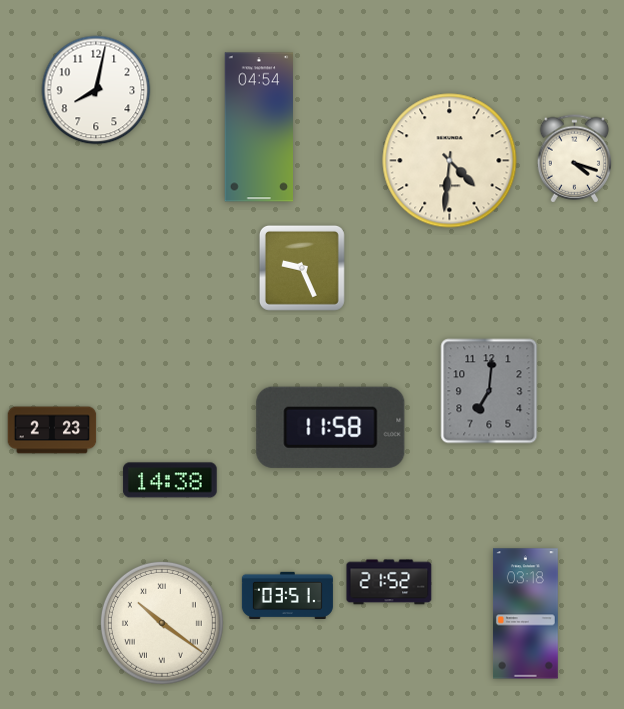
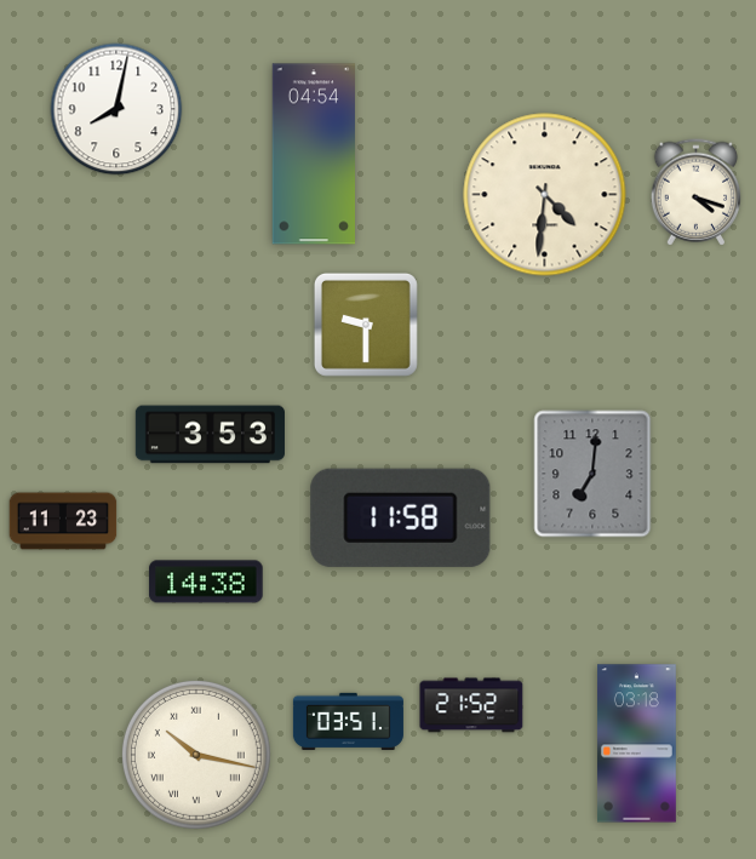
clock at (302, 268): 9:26 -> 9:30
clock at (210, 435): none -> 3:53
clock at (52, 430): 2:23 -> 11:23
clock at (162, 623): 10:21 -> 10:17
